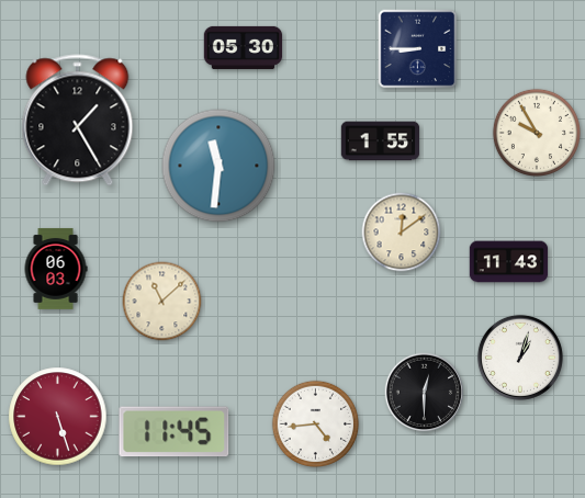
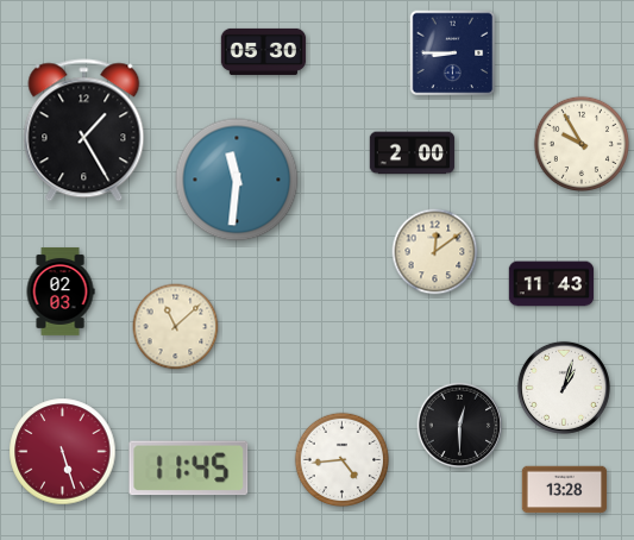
clock at (381, 142): 1:55 -> 2:00
clock at (56, 269): 06:03 -> 02:03
clock at (565, 490): none -> 13:28
